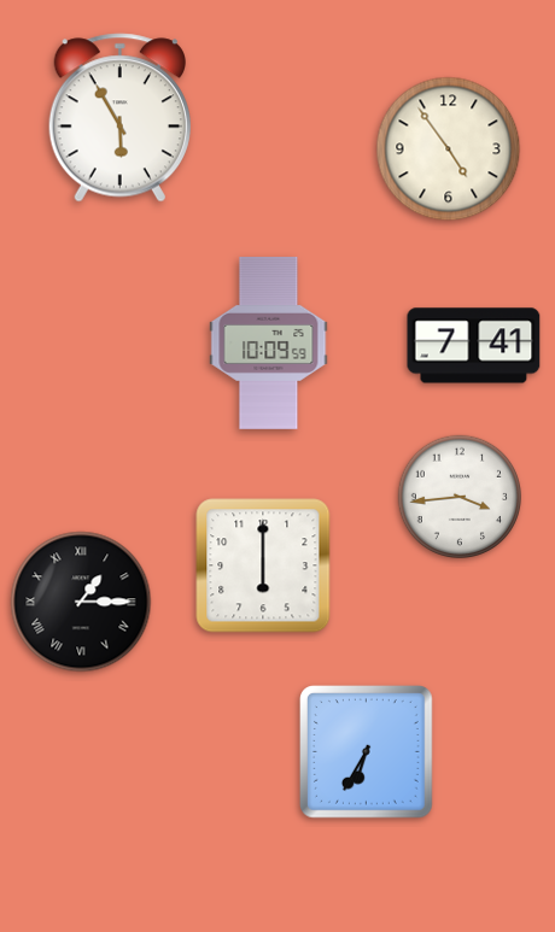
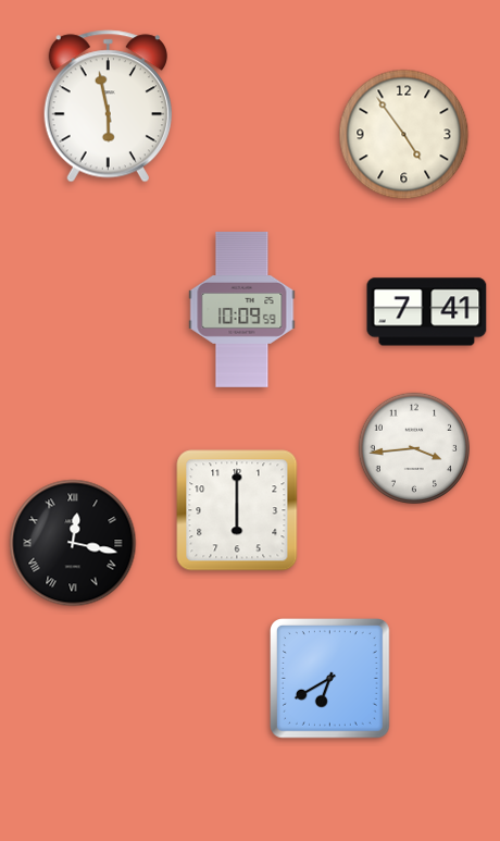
clock at (119, 118): 5:55 -> 5:58
clock at (81, 602): 1:15 -> 12:17
clock at (367, 752): 6:35 -> 6:40
